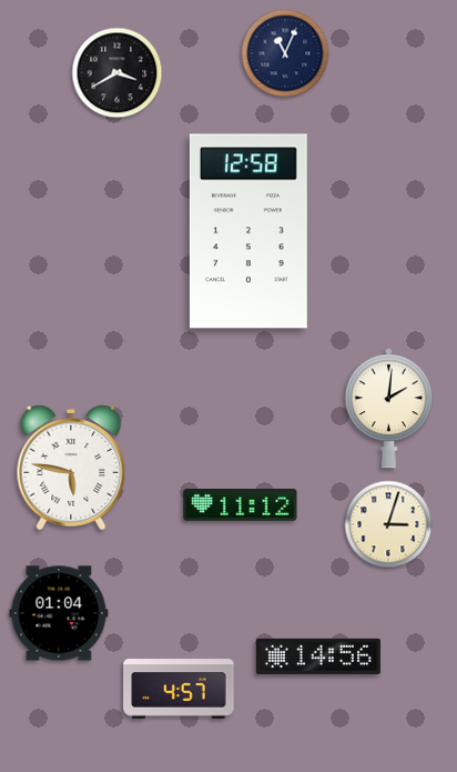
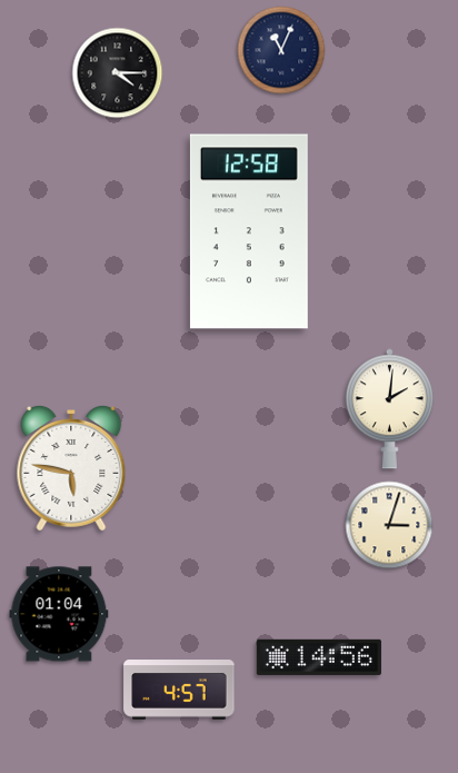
clock at (285, 53) position: (285, 53) -> (281, 50)
clock at (118, 73): 3:40 -> 4:15
clock at (241, 505): 11:12 -> none
